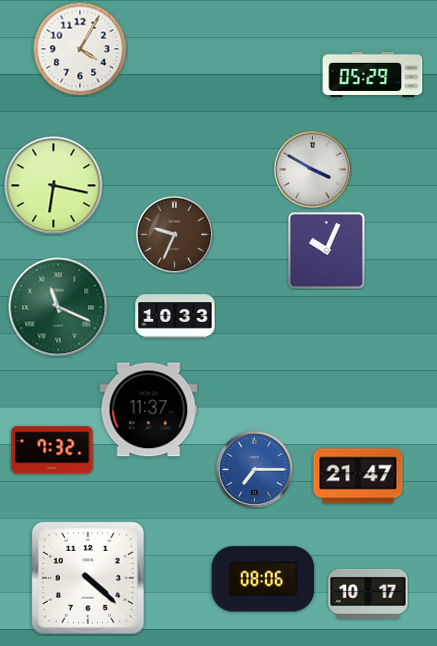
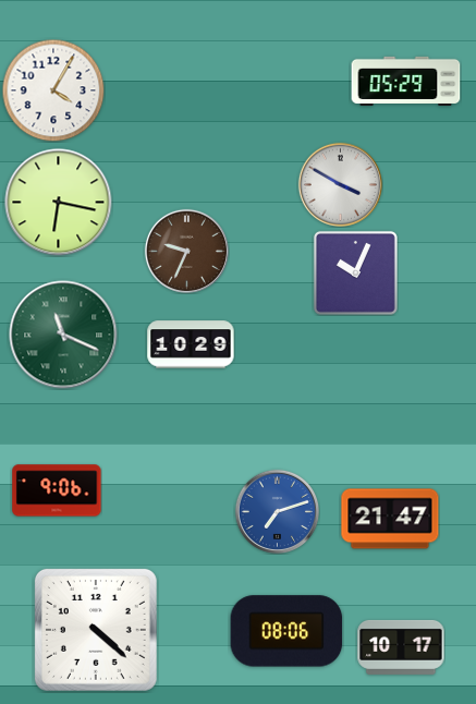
clock at (80, 49) position: (80, 49) -> (53, 90)
clock at (174, 234) position: (174, 234) -> (186, 251)
clock at (175, 316): 10:33 -> 10:29
clock at (149, 410): 11:37 -> none
clock at (52, 450): 7:32 -> 9:06
clock at (254, 469): 7:15 -> 7:12
